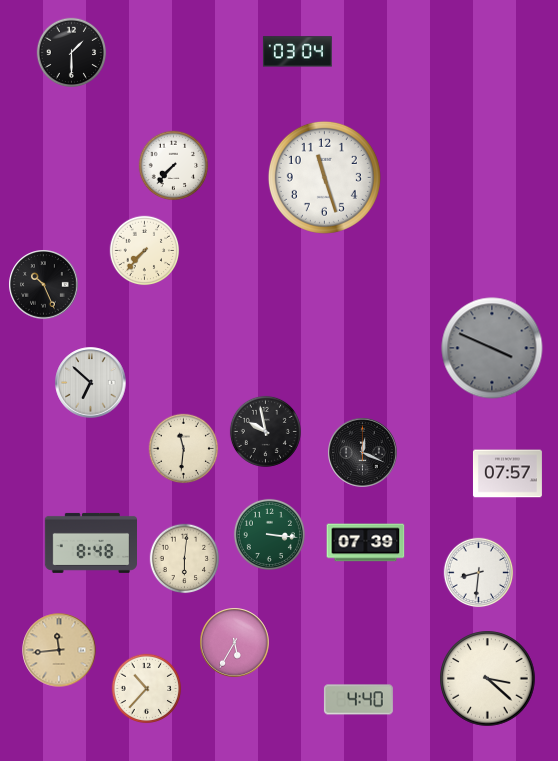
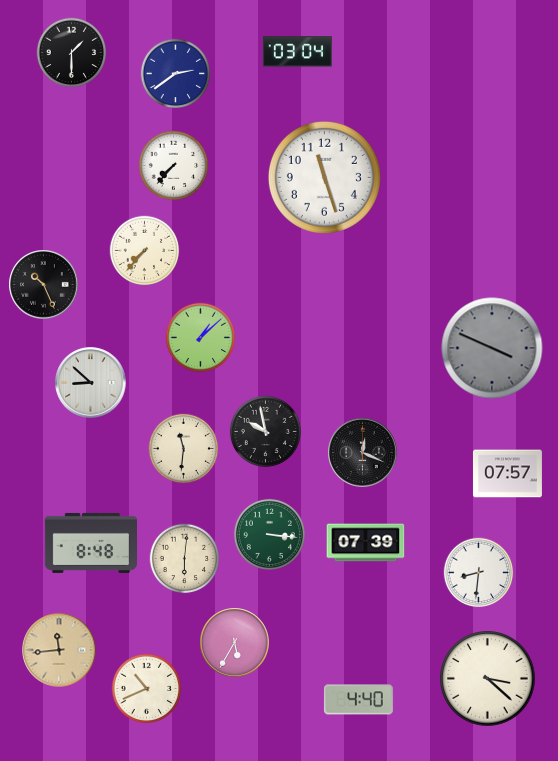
clock at (176, 74): none -> 2:39
clock at (201, 338): none -> 1:08
clock at (91, 383): 6:52 -> 8:52
clock at (147, 689): 10:37 -> 10:41
